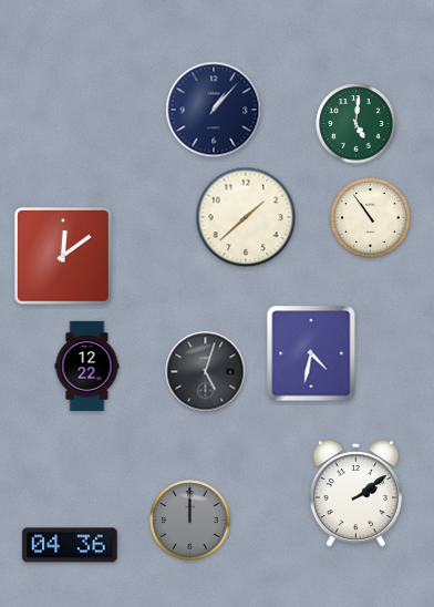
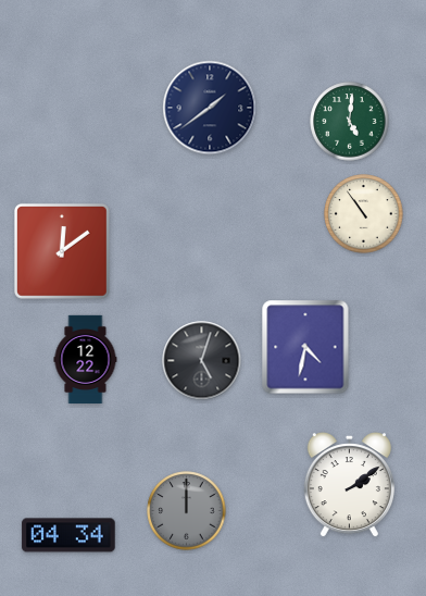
clock at (214, 110): 1:07 -> 1:39
clock at (246, 217): 1:38 -> none
clock at (206, 372) position: (206, 372) -> (202, 361)
clock at (70, 545): 04:36 -> 04:34
